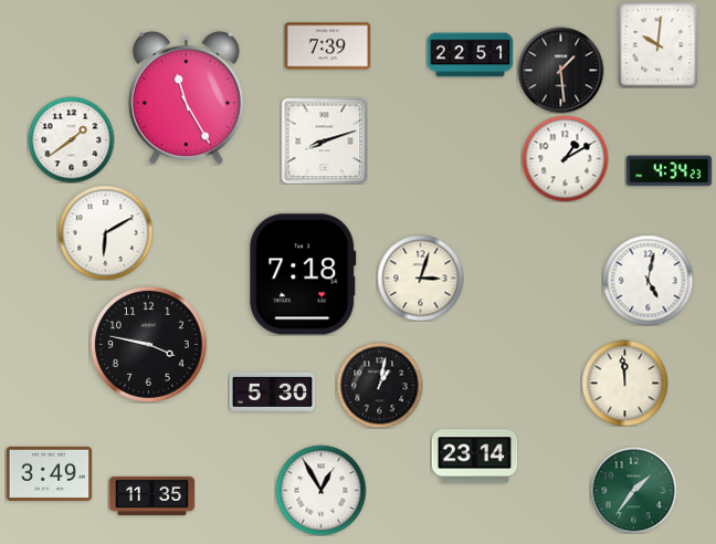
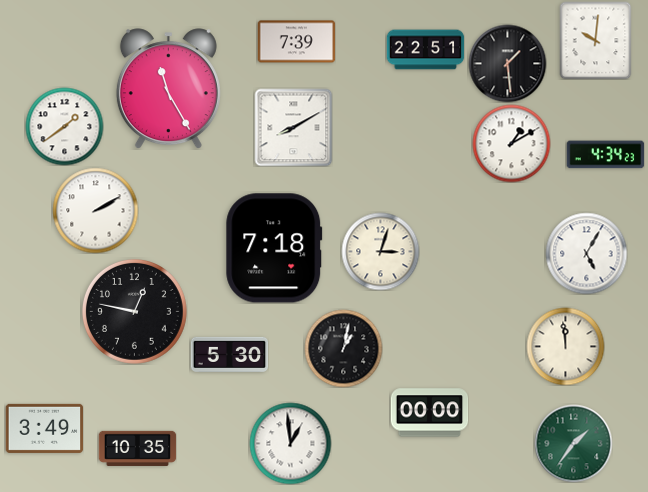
clock at (324, 140): 8:12 -> 8:10
clock at (105, 232): 6:10 -> 2:10
clock at (647, 280): 5:02 -> 5:05
clock at (148, 344): 3:47 -> 12:47
clock at (272, 391) position: (272, 391) -> (229, 354)
clock at (474, 457): 23:14 -> 00:00
clock at (320, 490): 12:55 -> 12:59
clock at (151, 495): 11:35 -> 10:35
